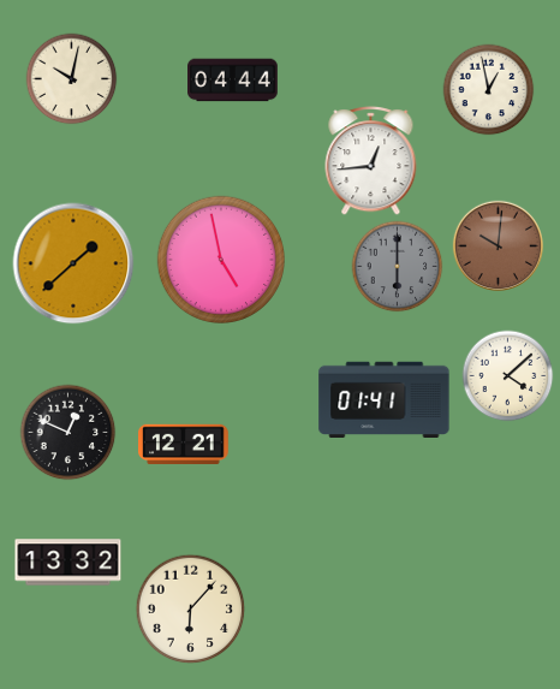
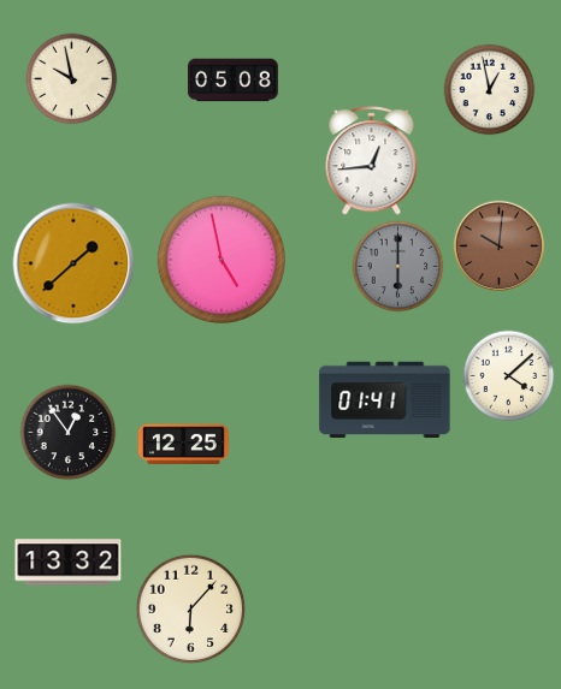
clock at (72, 79): 10:02 -> 9:58
clock at (233, 81): 04:44 -> 05:08
clock at (68, 433): 12:49 -> 12:54
clock at (184, 445): 12:21 -> 12:25
